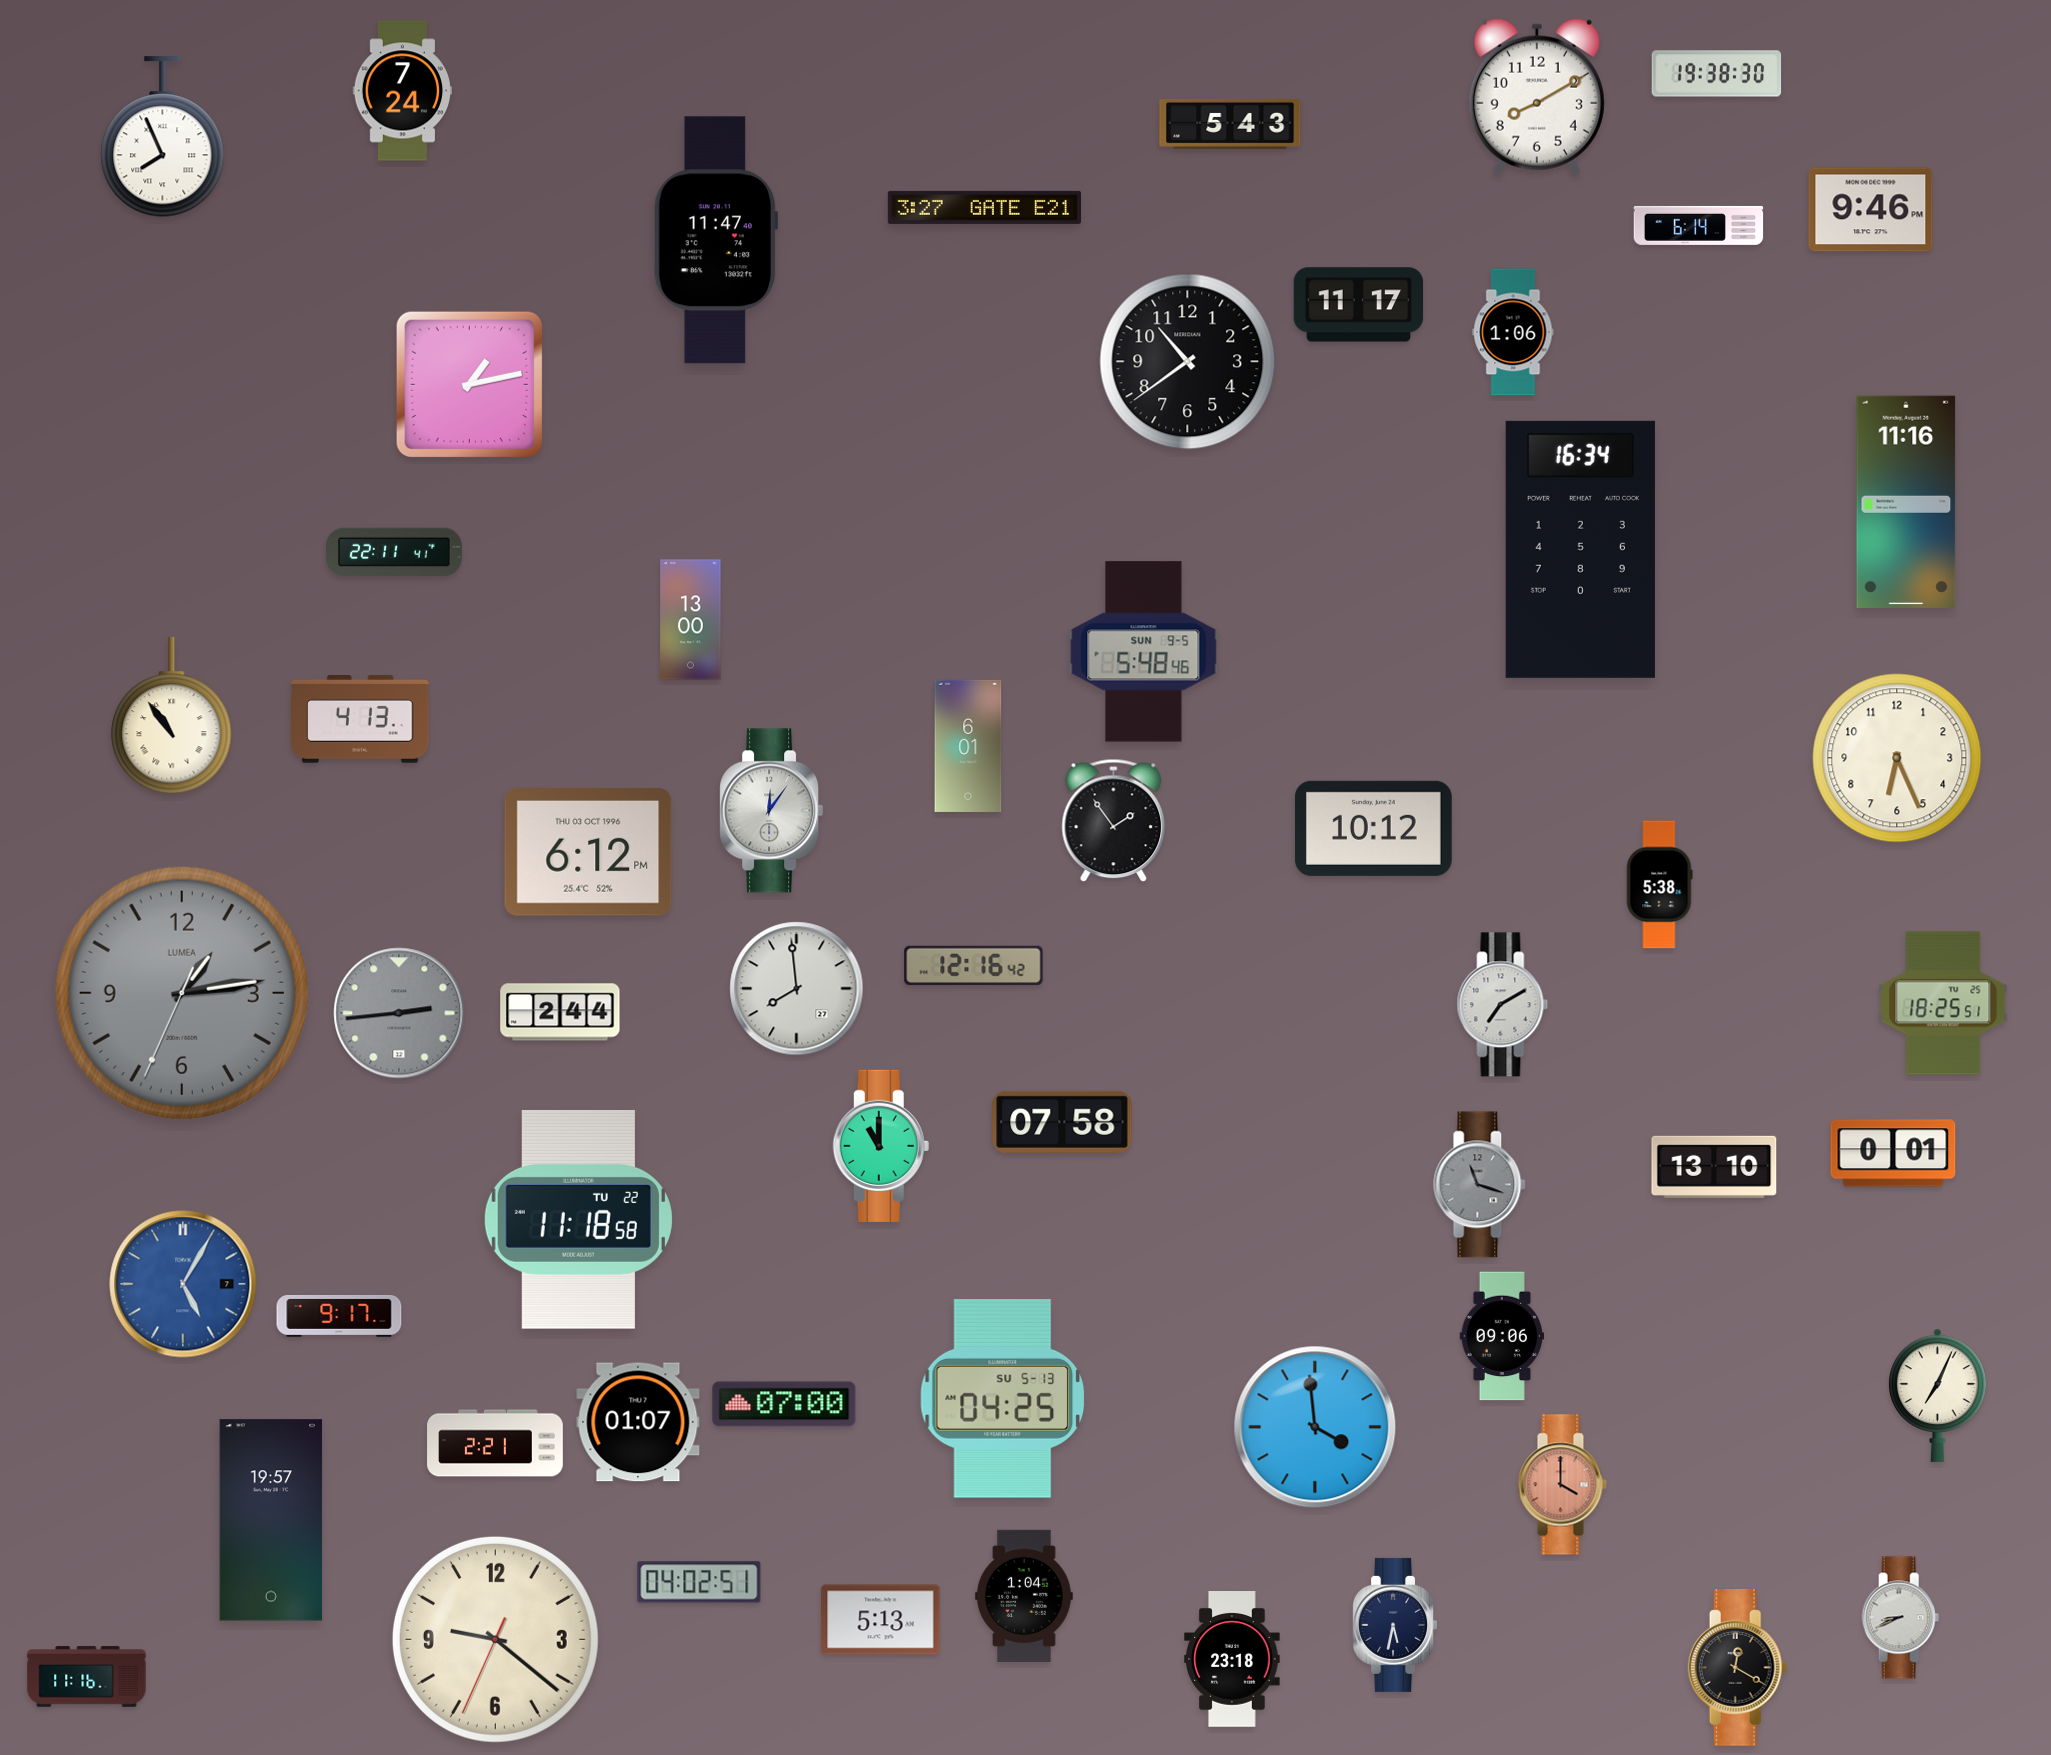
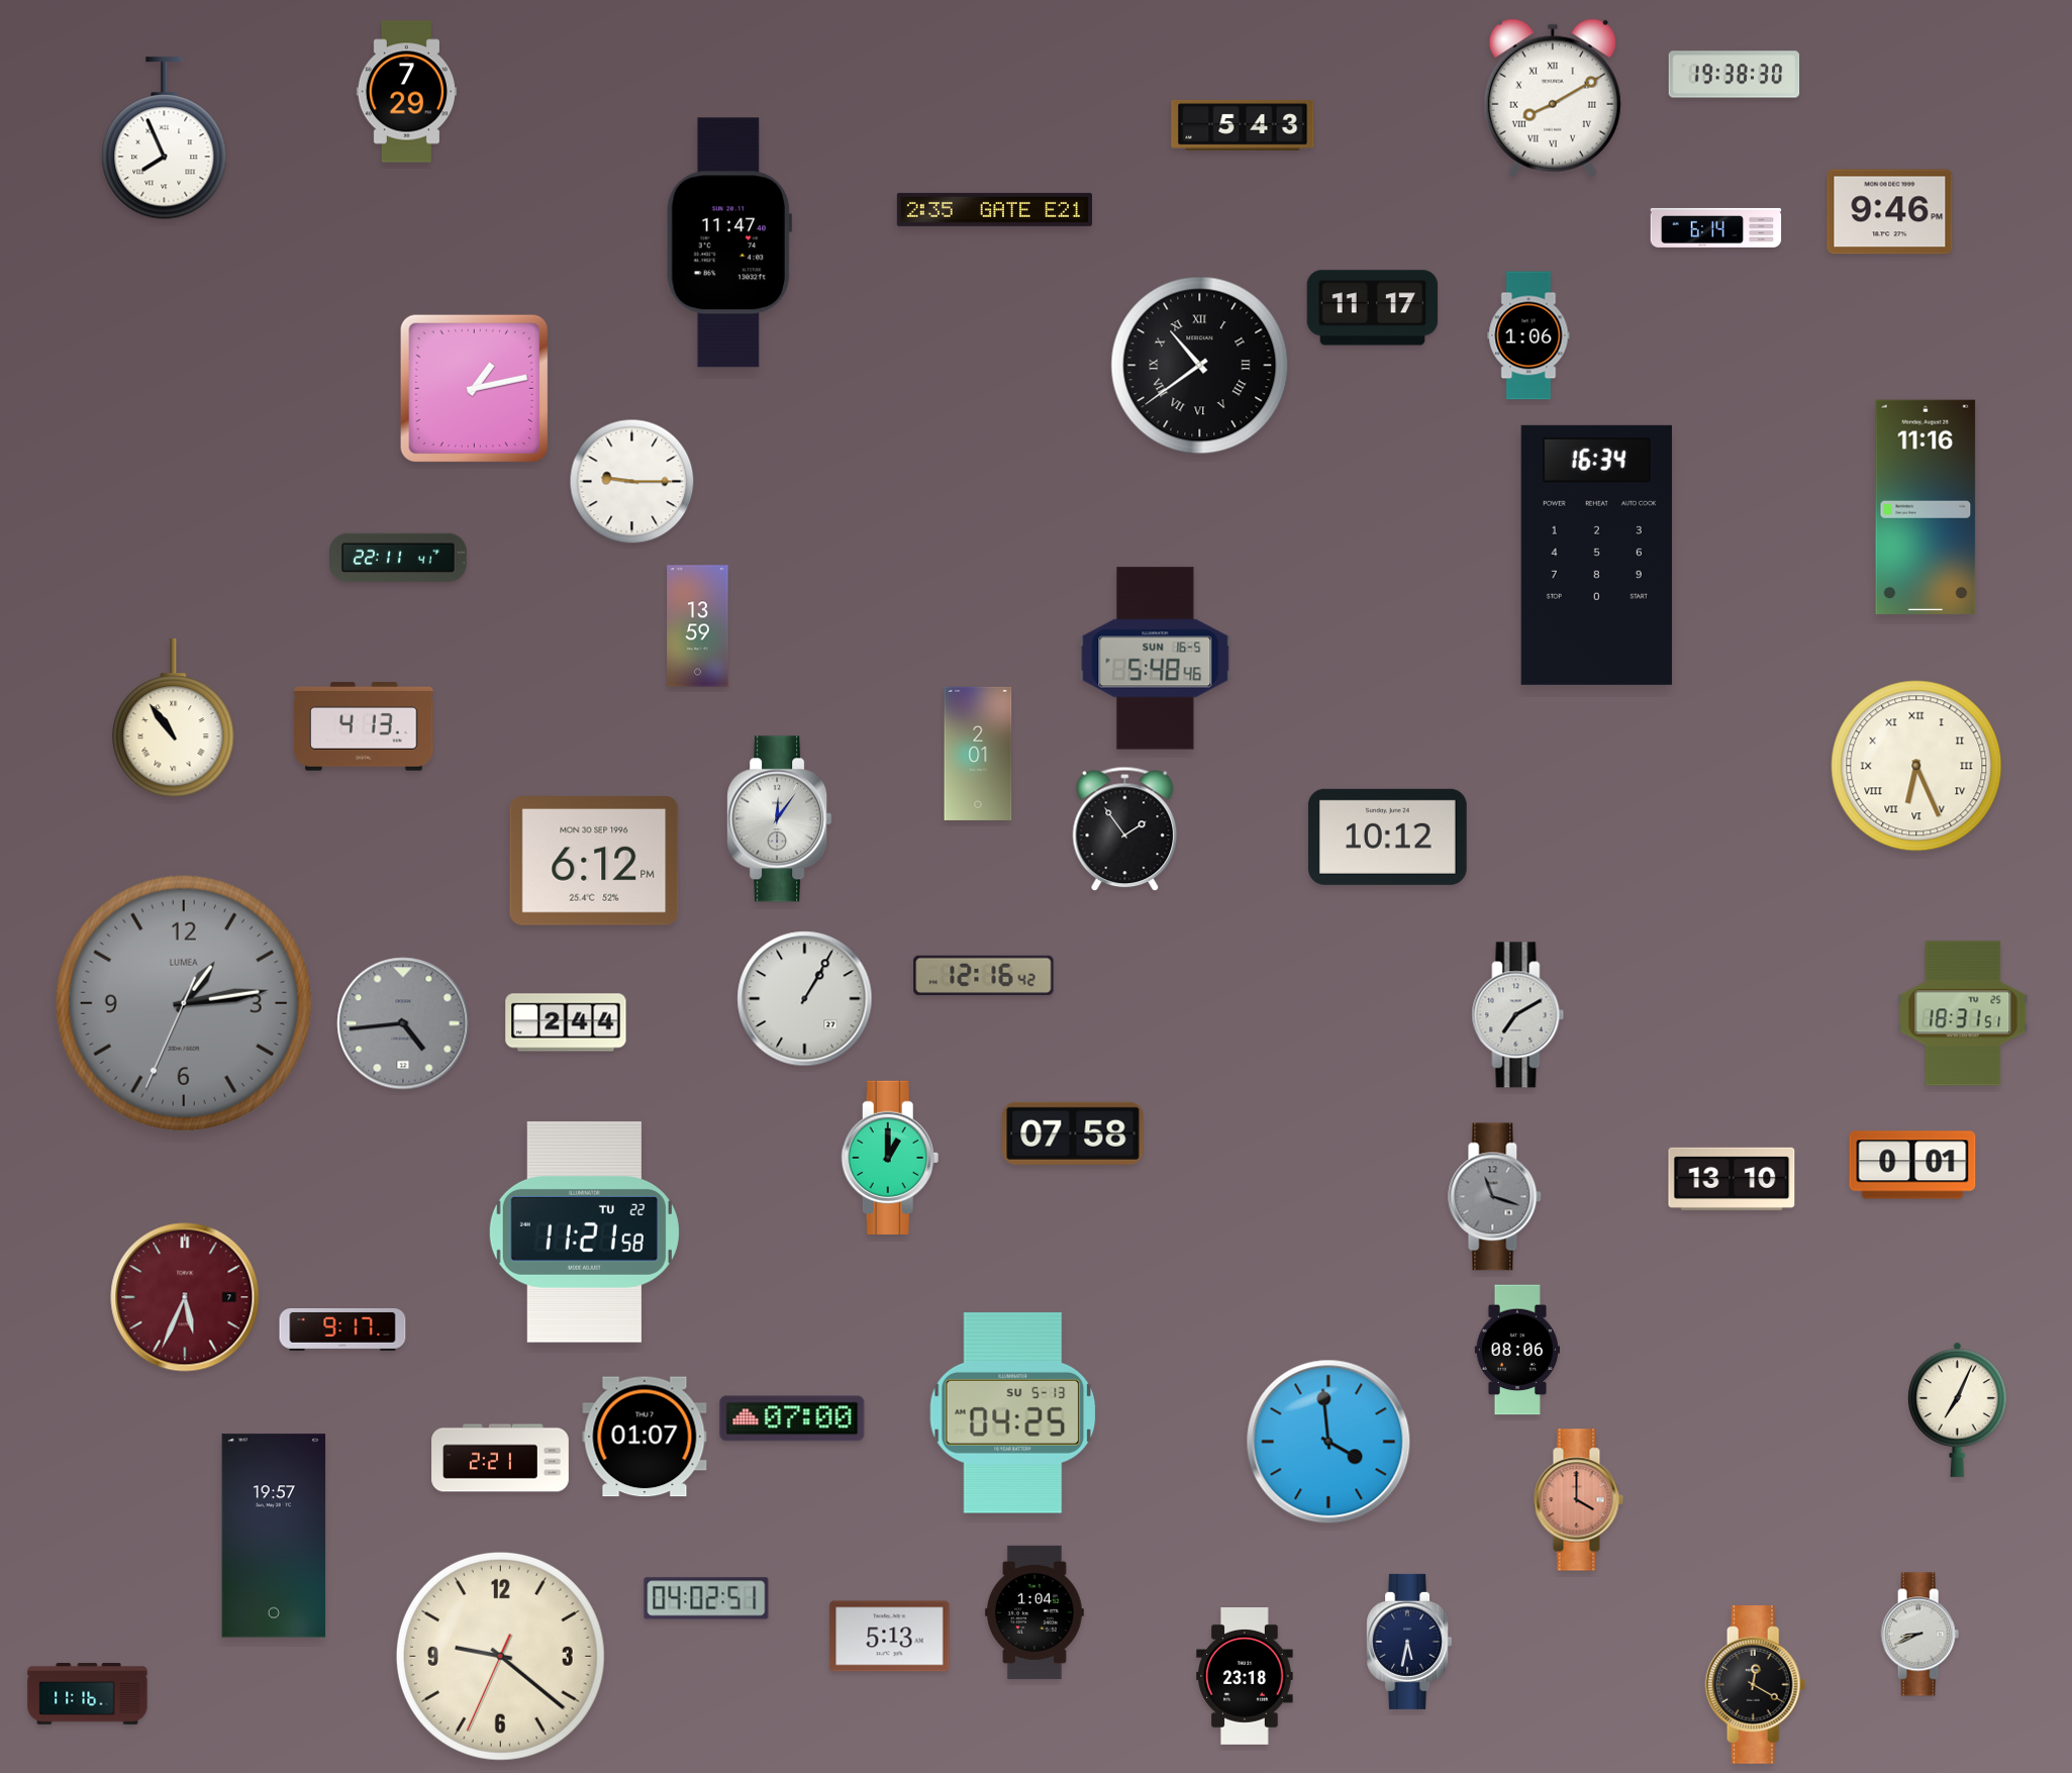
clock at (402, 91): 7:24 -> 7:29
clock at (1537, 97) numerals: Arabic -> Roman
clock at (984, 207): 3:27 -> 2:35
clock at (716, 240) position: (716, 240) -> (729, 242)
clock at (1188, 362) numerals: Arabic -> Roman
clock at (632, 482): none -> 9:15
clock at (691, 620): 13:00 -> 13:59
clock at (1144, 652) date: SUN 9-5 -> SUN 16-5
clock at (172, 716) position: (172, 716) -> (174, 718)
clock at (968, 746): 6:01 -> 2:01
clock at (1897, 758) numerals: Arabic -> Roman
clock at (588, 853) date: THU 03 OCT 1996 -> MON 30 SEP 1996
clock at (1660, 885): 5:38 -> none
clock at (797, 989): 7:59 -> 1:05
clock at (1943, 1003): 18:25 -> 18:31
clock at (399, 1013): 2:44 -> 4:44
clock at (881, 1146): 11:00 -> 1:00
clock at (578, 1219): 11:18 -> 11:21
clock at (183, 1284): 5:05 -> 5:34
clock at (183, 1284) dial: blue -> burgundy
clock at (1501, 1336): 09:06 -> 08:06
